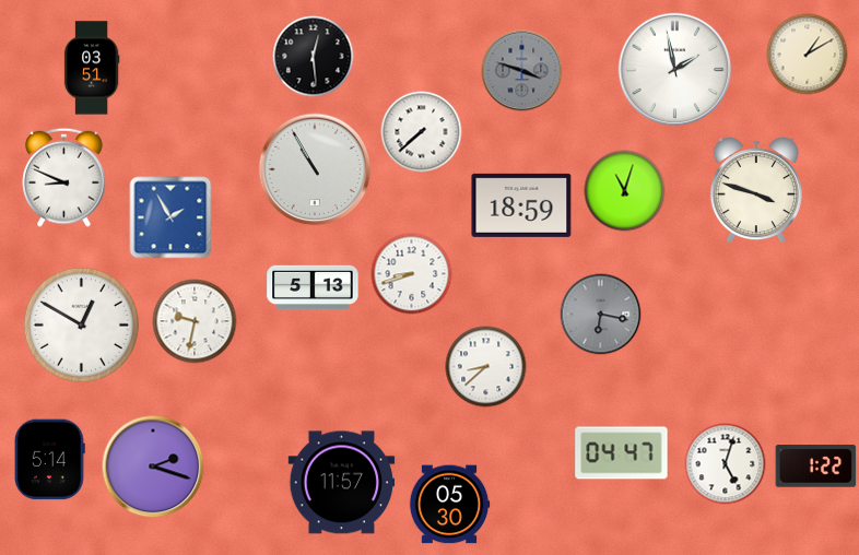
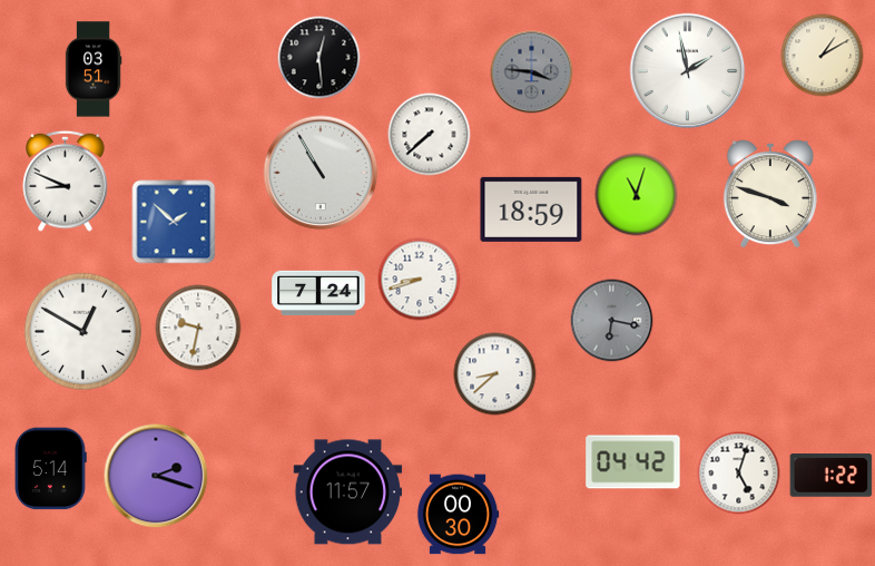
clock at (522, 71): 3:48 -> 3:46
clock at (170, 217): 1:55 -> 1:52
clock at (313, 287): 5:13 -> 7:24
clock at (622, 453): 04:47 -> 04:42
clock at (449, 505): 05:30 -> 00:30
